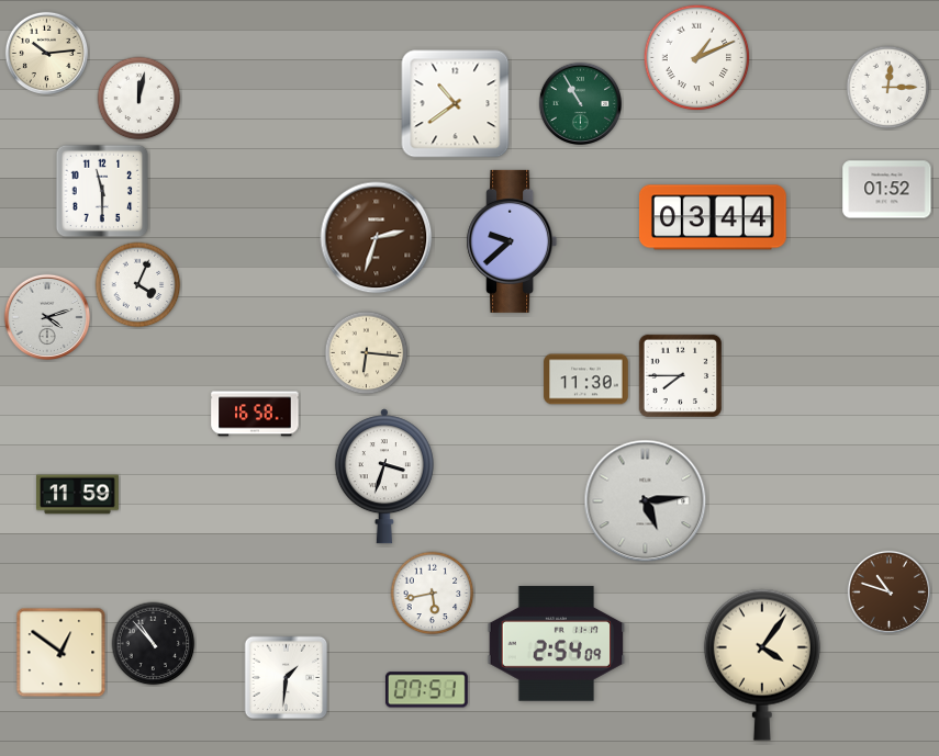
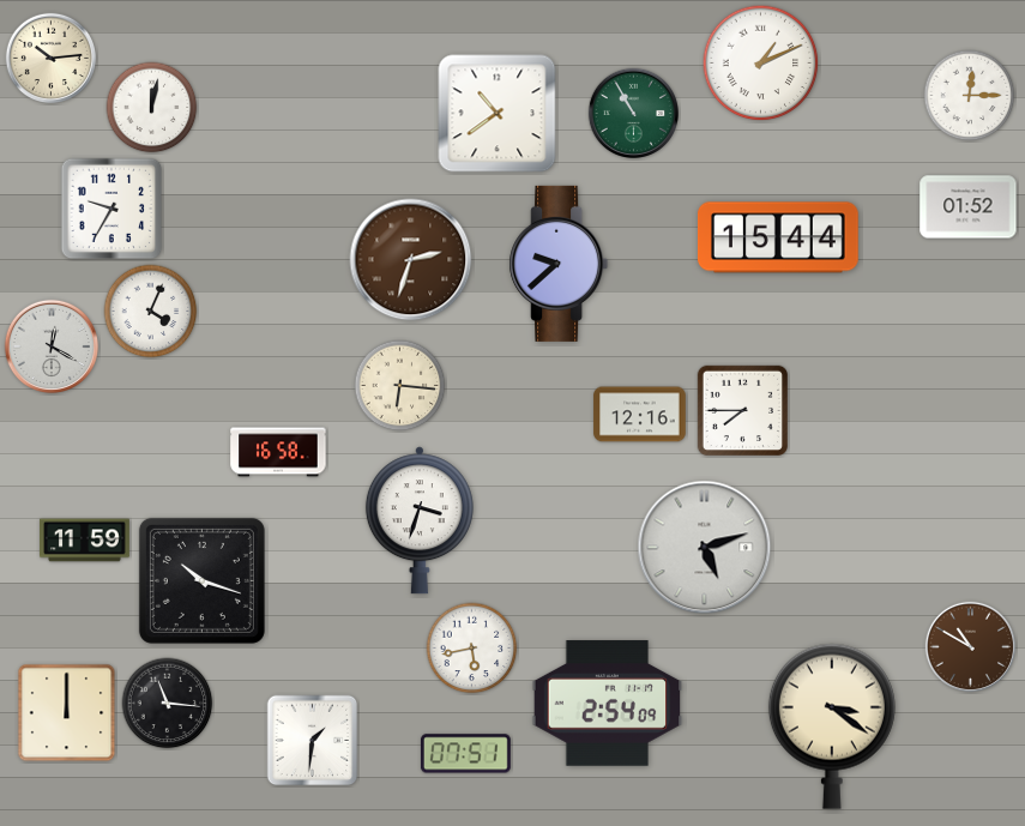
clock at (102, 191): 11:30 -> 9:35
clock at (713, 217): 03:44 -> 15:44
clock at (47, 317): 4:12 -> 12:20
clock at (586, 380): 11:30 -> 12:16
clock at (646, 501): 5:14 -> 5:12
clock at (201, 580): none -> 10:18
clock at (888, 591): 10:48 -> 10:50
clock at (154, 644): 10:53 -> 11:16
clock at (62, 653): 12:51 -> 12:00
clock at (762, 665): 4:06 -> 3:21
